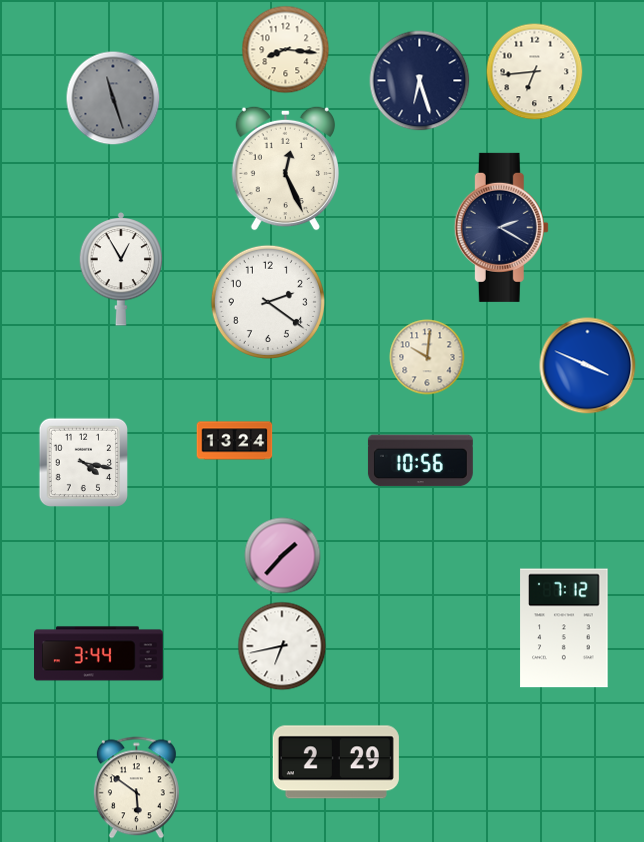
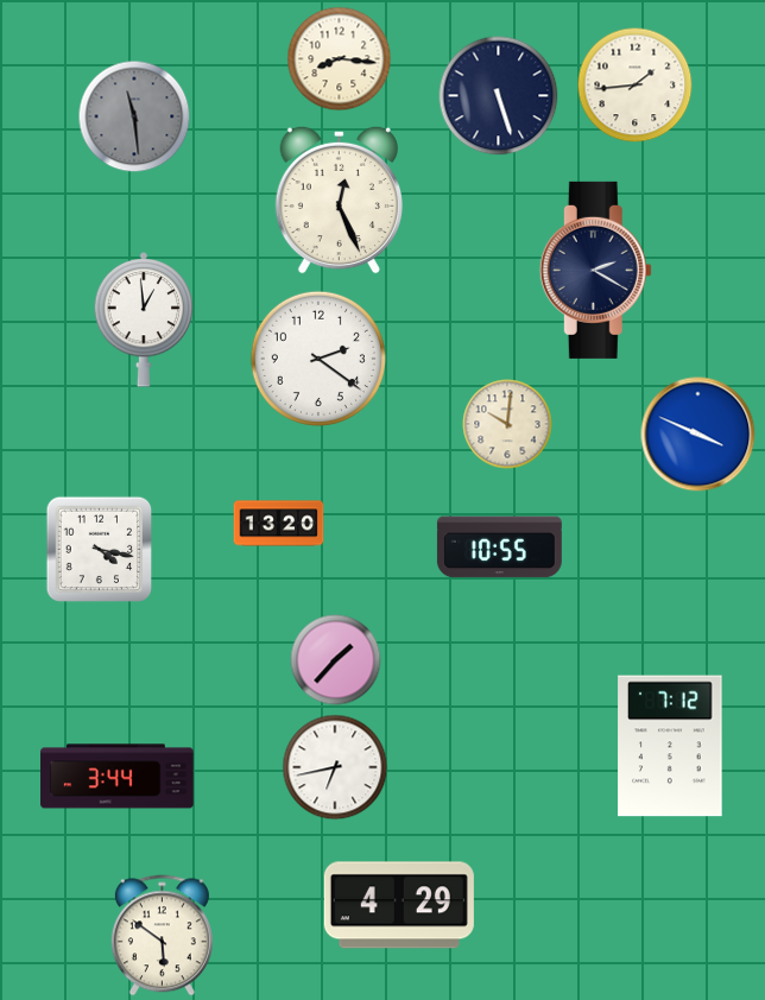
clock at (535, 72): 6:44 -> 1:44
clock at (420, 81): 6:27 -> 5:27
clock at (113, 98): 11:27 -> 11:29
clock at (121, 269): 12:55 -> 12:59
clock at (235, 441): 13:24 -> 13:20
clock at (420, 461): 10:56 -> 10:55
clock at (336, 762): 2:29 -> 4:29
